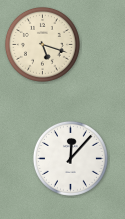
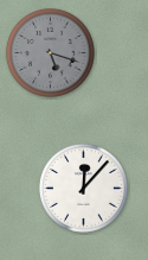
clock at (42, 44) dial: cream -> grey
